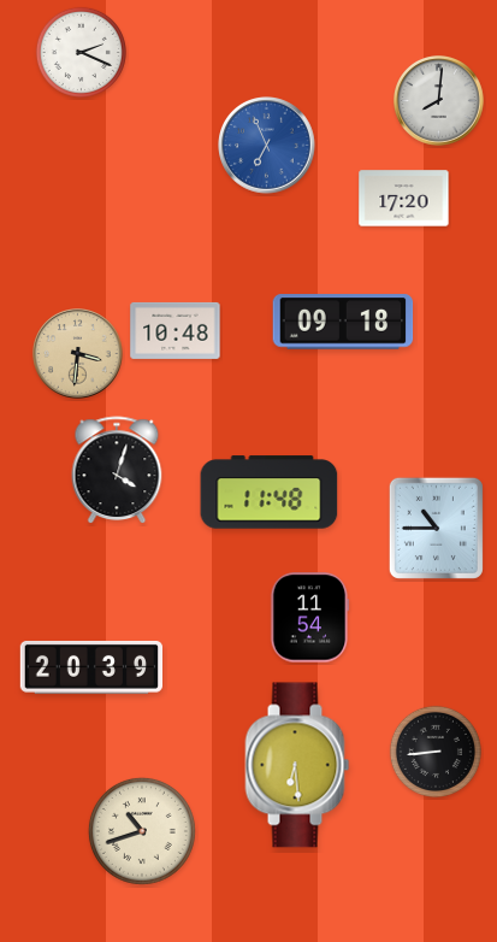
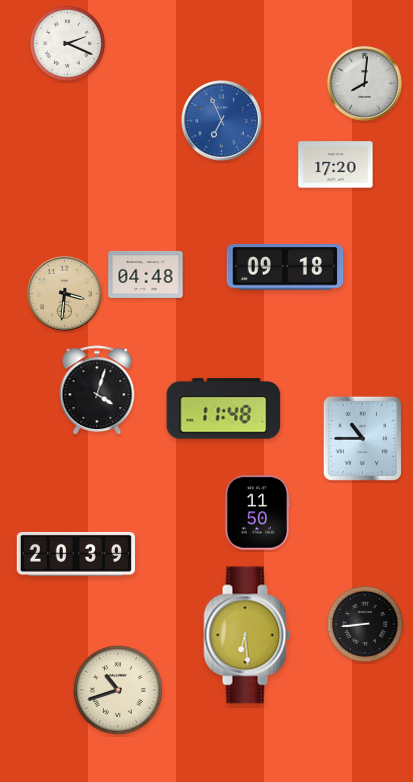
clock at (176, 330): 10:48 -> 04:48
clock at (309, 618): 11:54 -> 11:50
clock at (436, 752) position: (436, 752) -> (365, 624)
